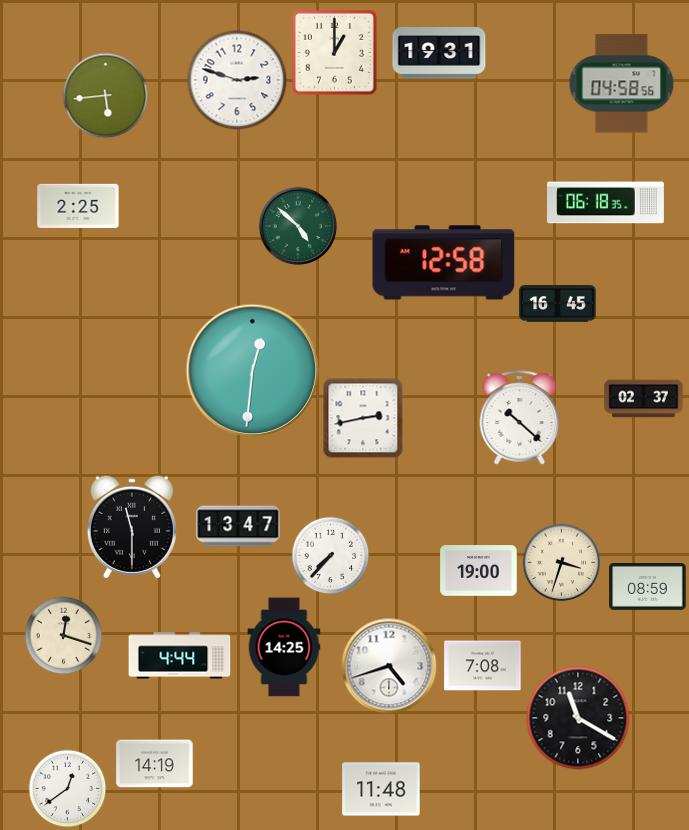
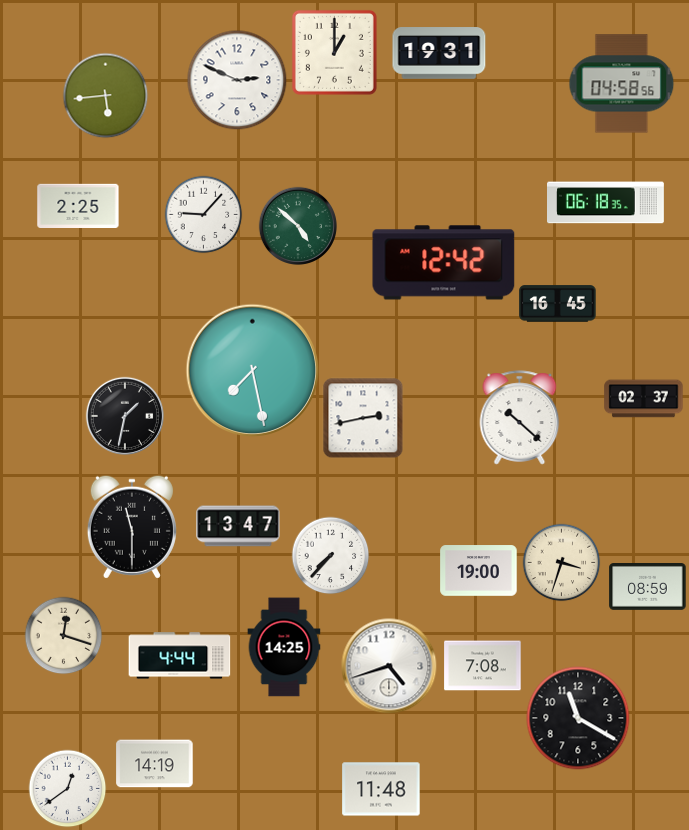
clock at (237, 80): 2:48 -> 2:49
clock at (203, 214): none -> 9:07
clock at (444, 263): 12:58 -> 12:42
clock at (253, 371): 12:31 -> 7:28
clock at (125, 416): none -> 1:32
